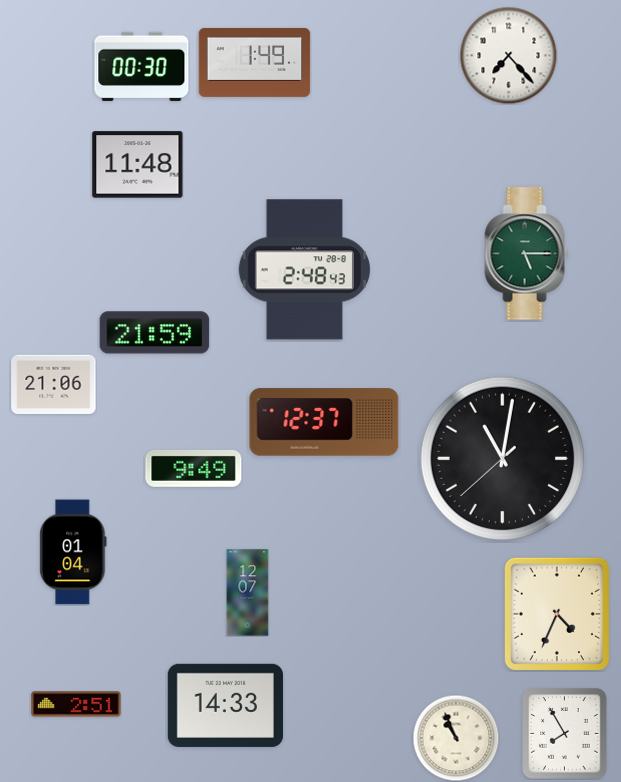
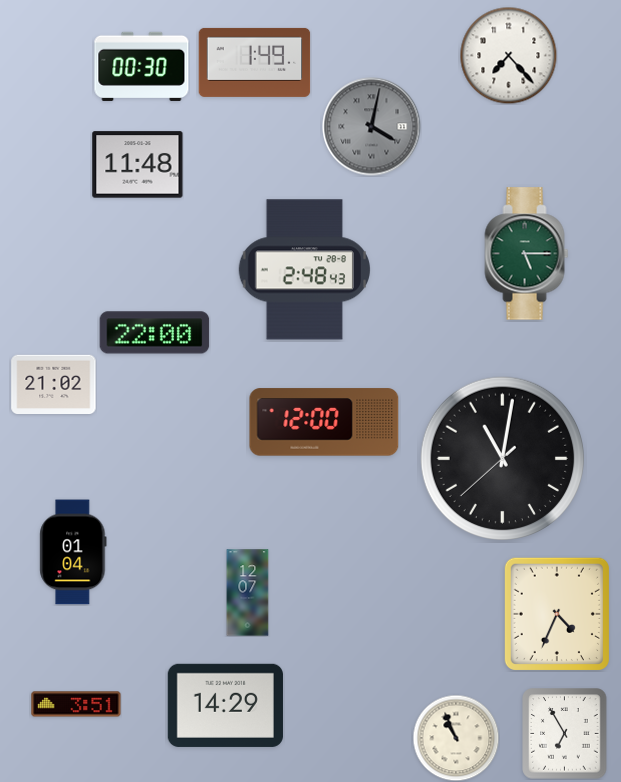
clock at (372, 127): none -> 4:02
clock at (155, 333): 21:59 -> 22:00
clock at (54, 385): 21:06 -> 21:02
clock at (324, 422): 12:37 -> 12:00
clock at (194, 468): 9:49 -> none
clock at (76, 704): 2:51 -> 3:51
clock at (225, 705): 14:33 -> 14:29
clock at (565, 734): 7:55 -> 6:55
